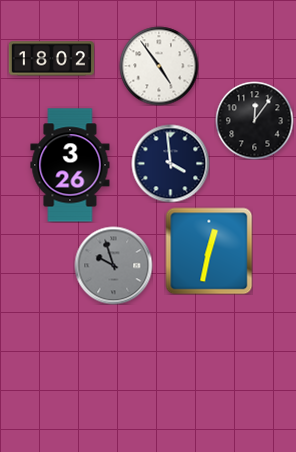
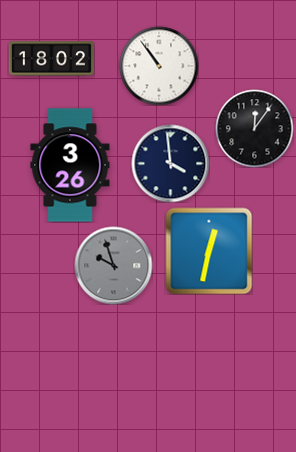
clock at (159, 66): 4:54 -> 10:54
clock at (254, 120) position: (254, 120) -> (254, 128)
